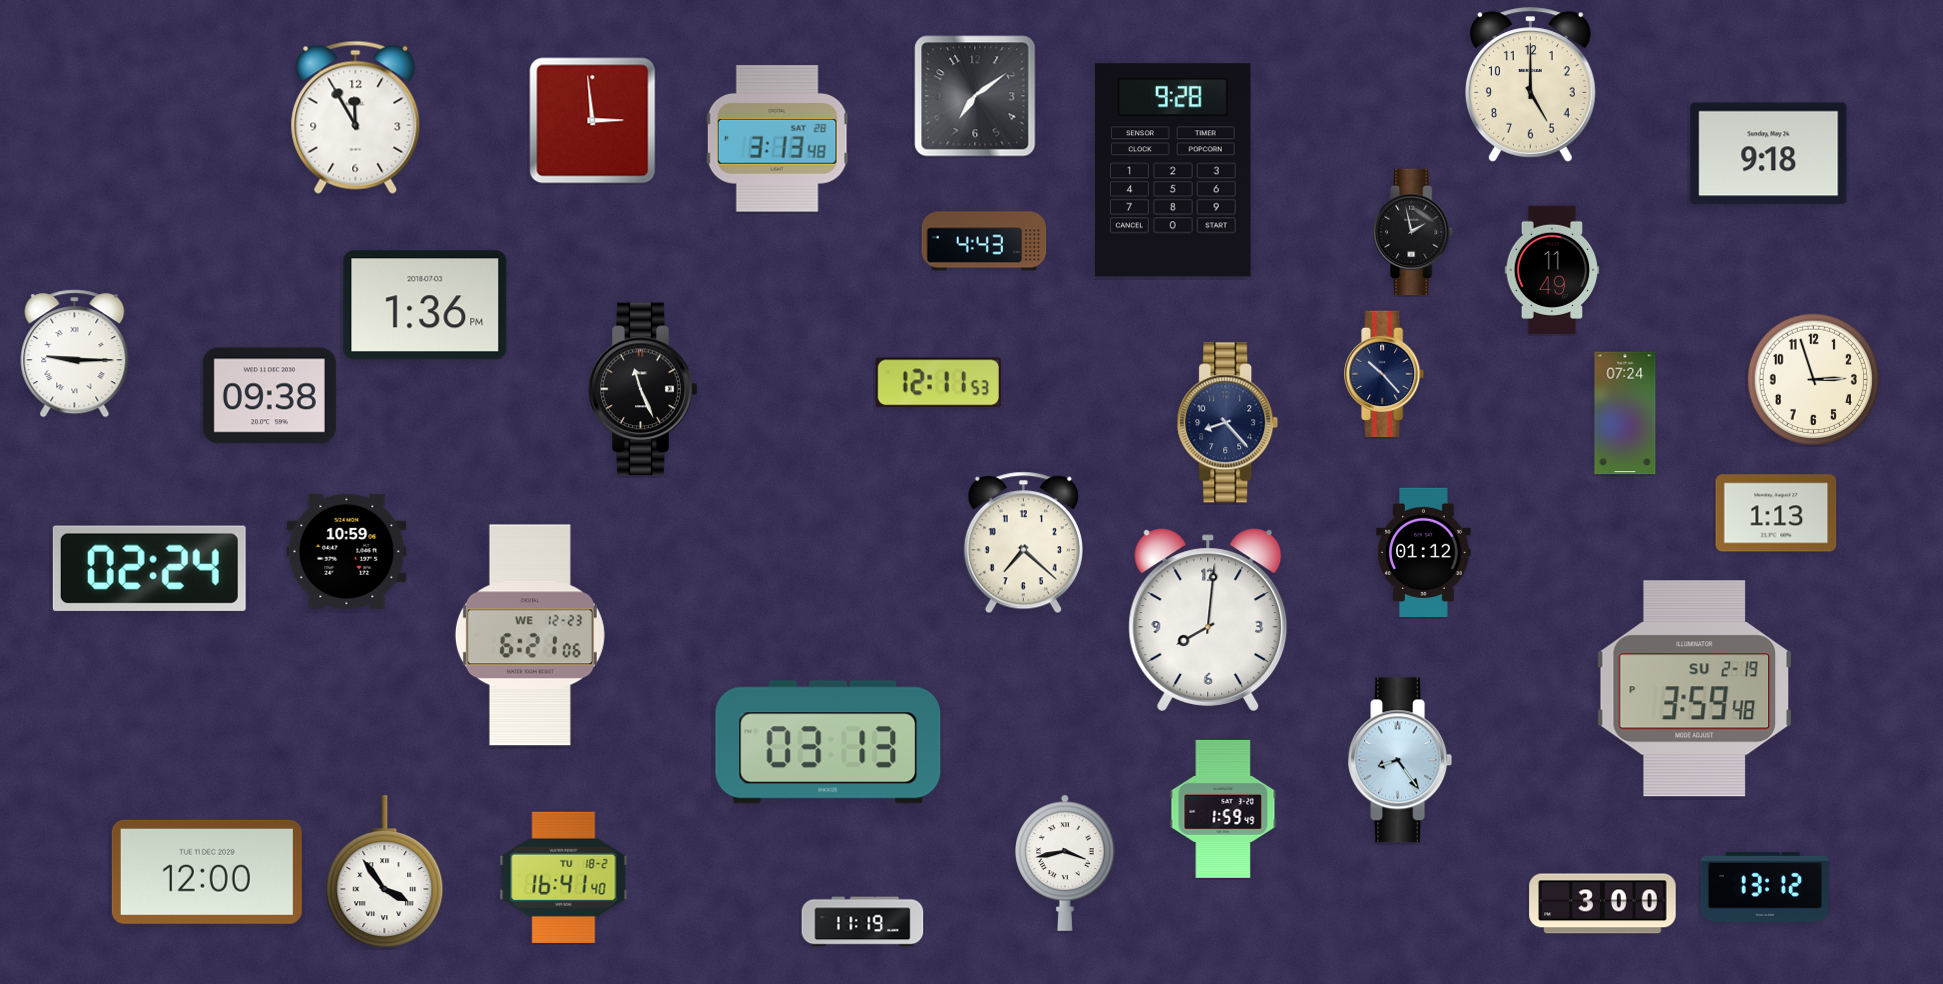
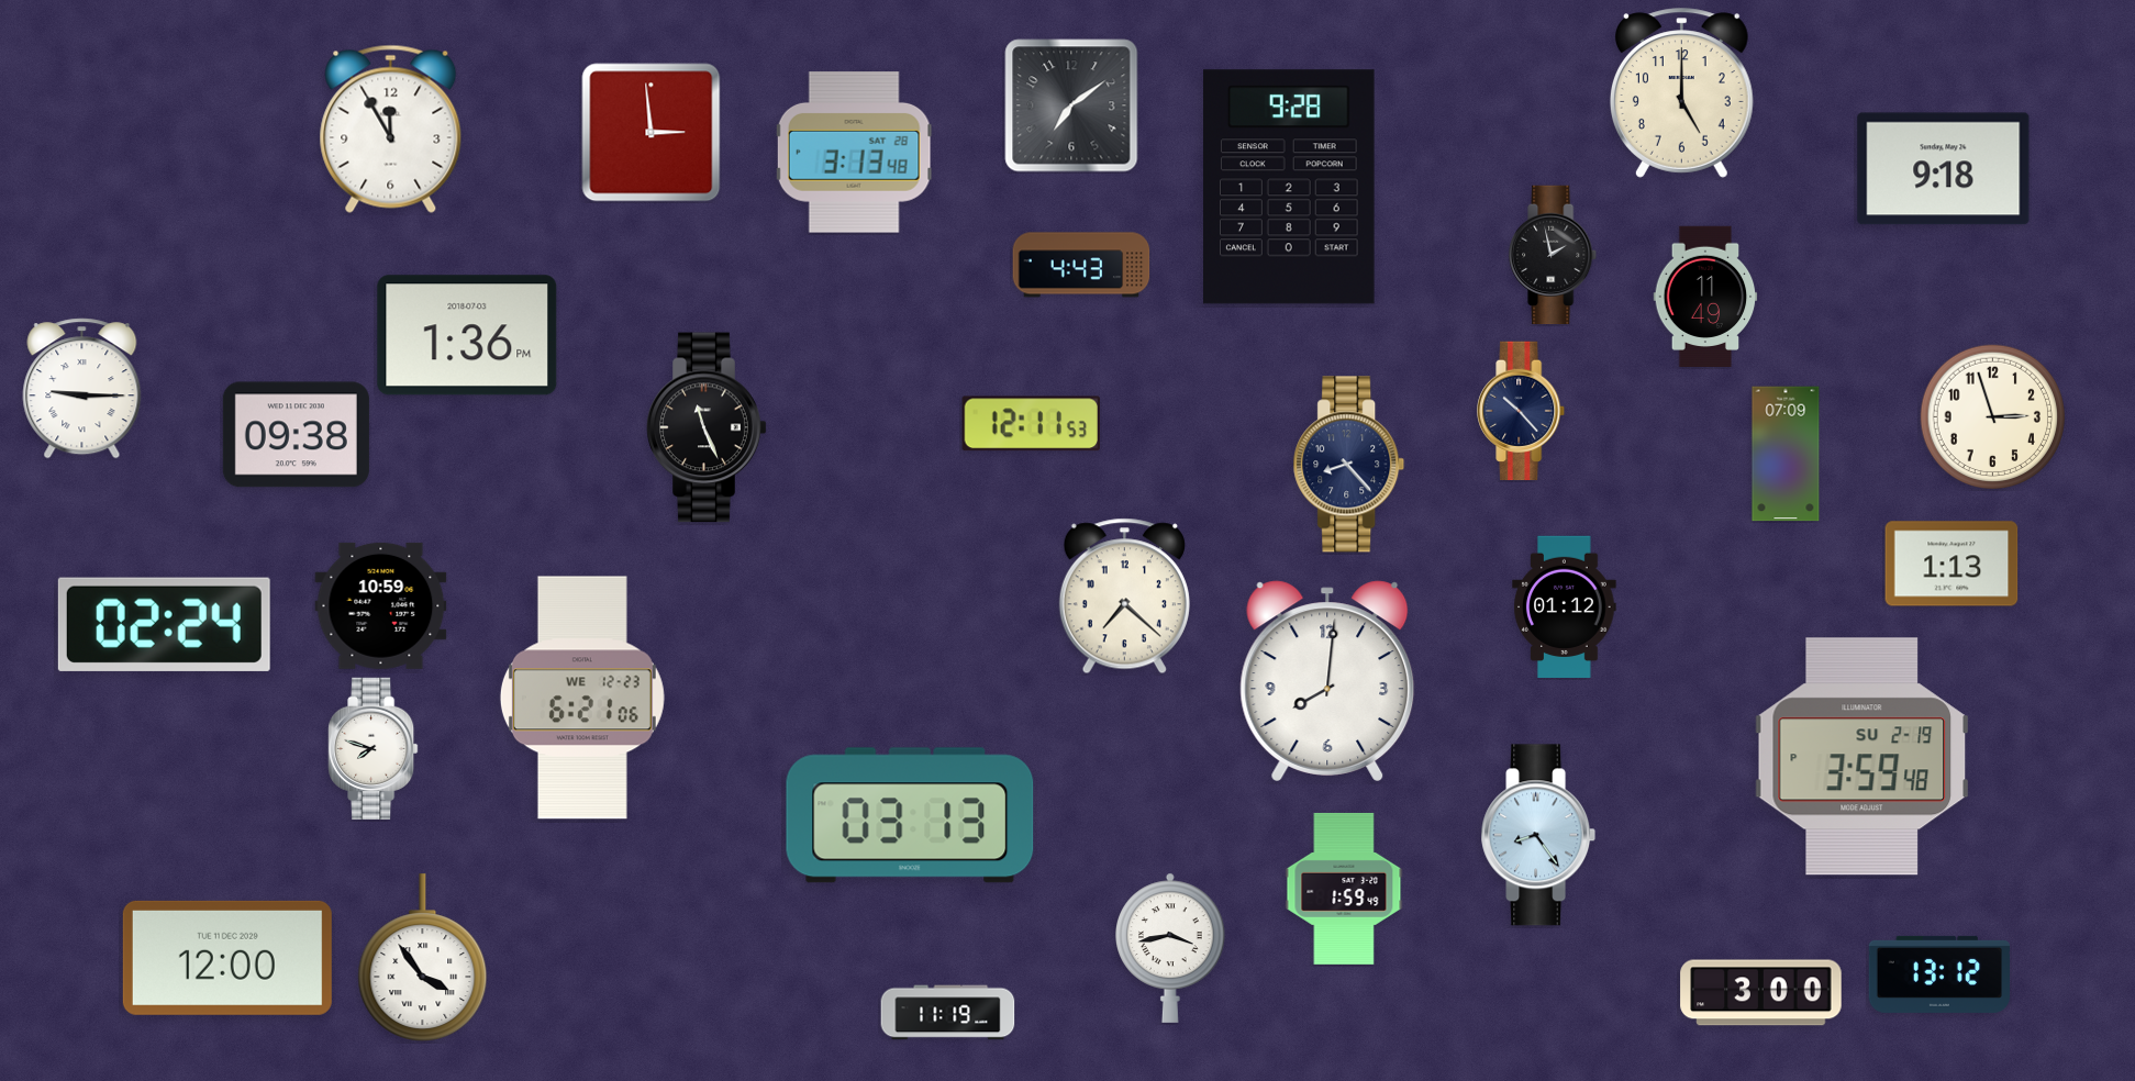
clock at (938, 383) position: (938, 383) -> (1031, 424)
clock at (1625, 413): 07:24 -> 07:09
clock at (374, 748): none -> 7:48
clock at (564, 877): 16:41 -> none
